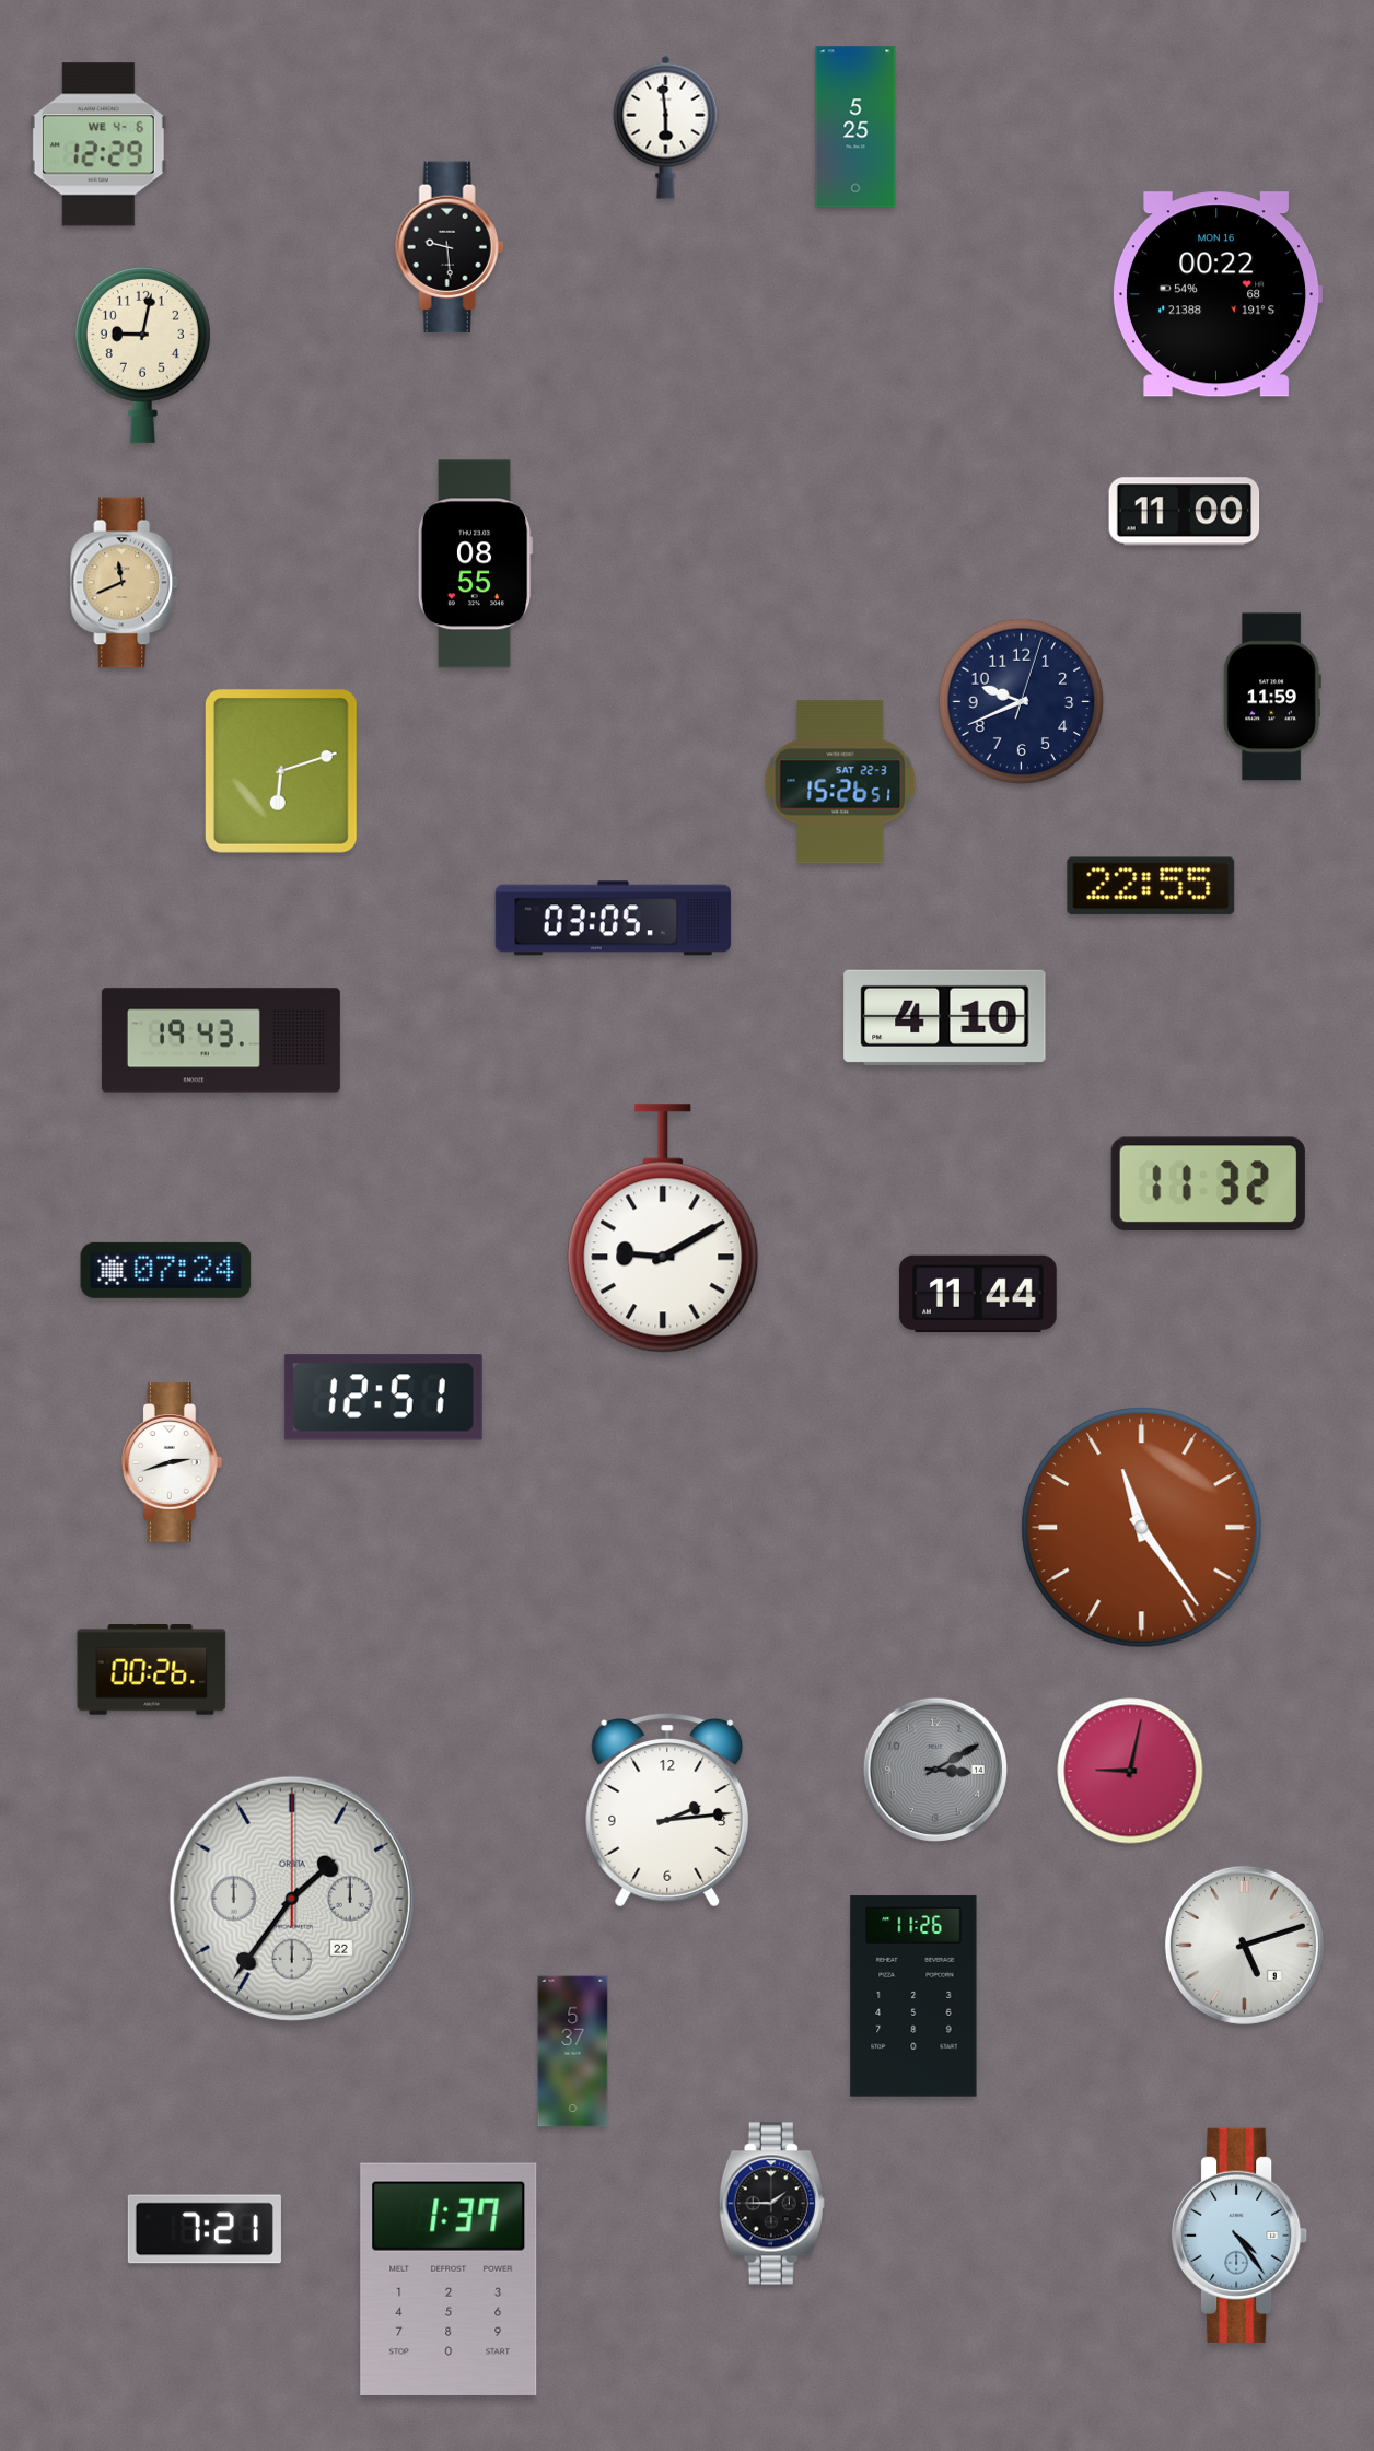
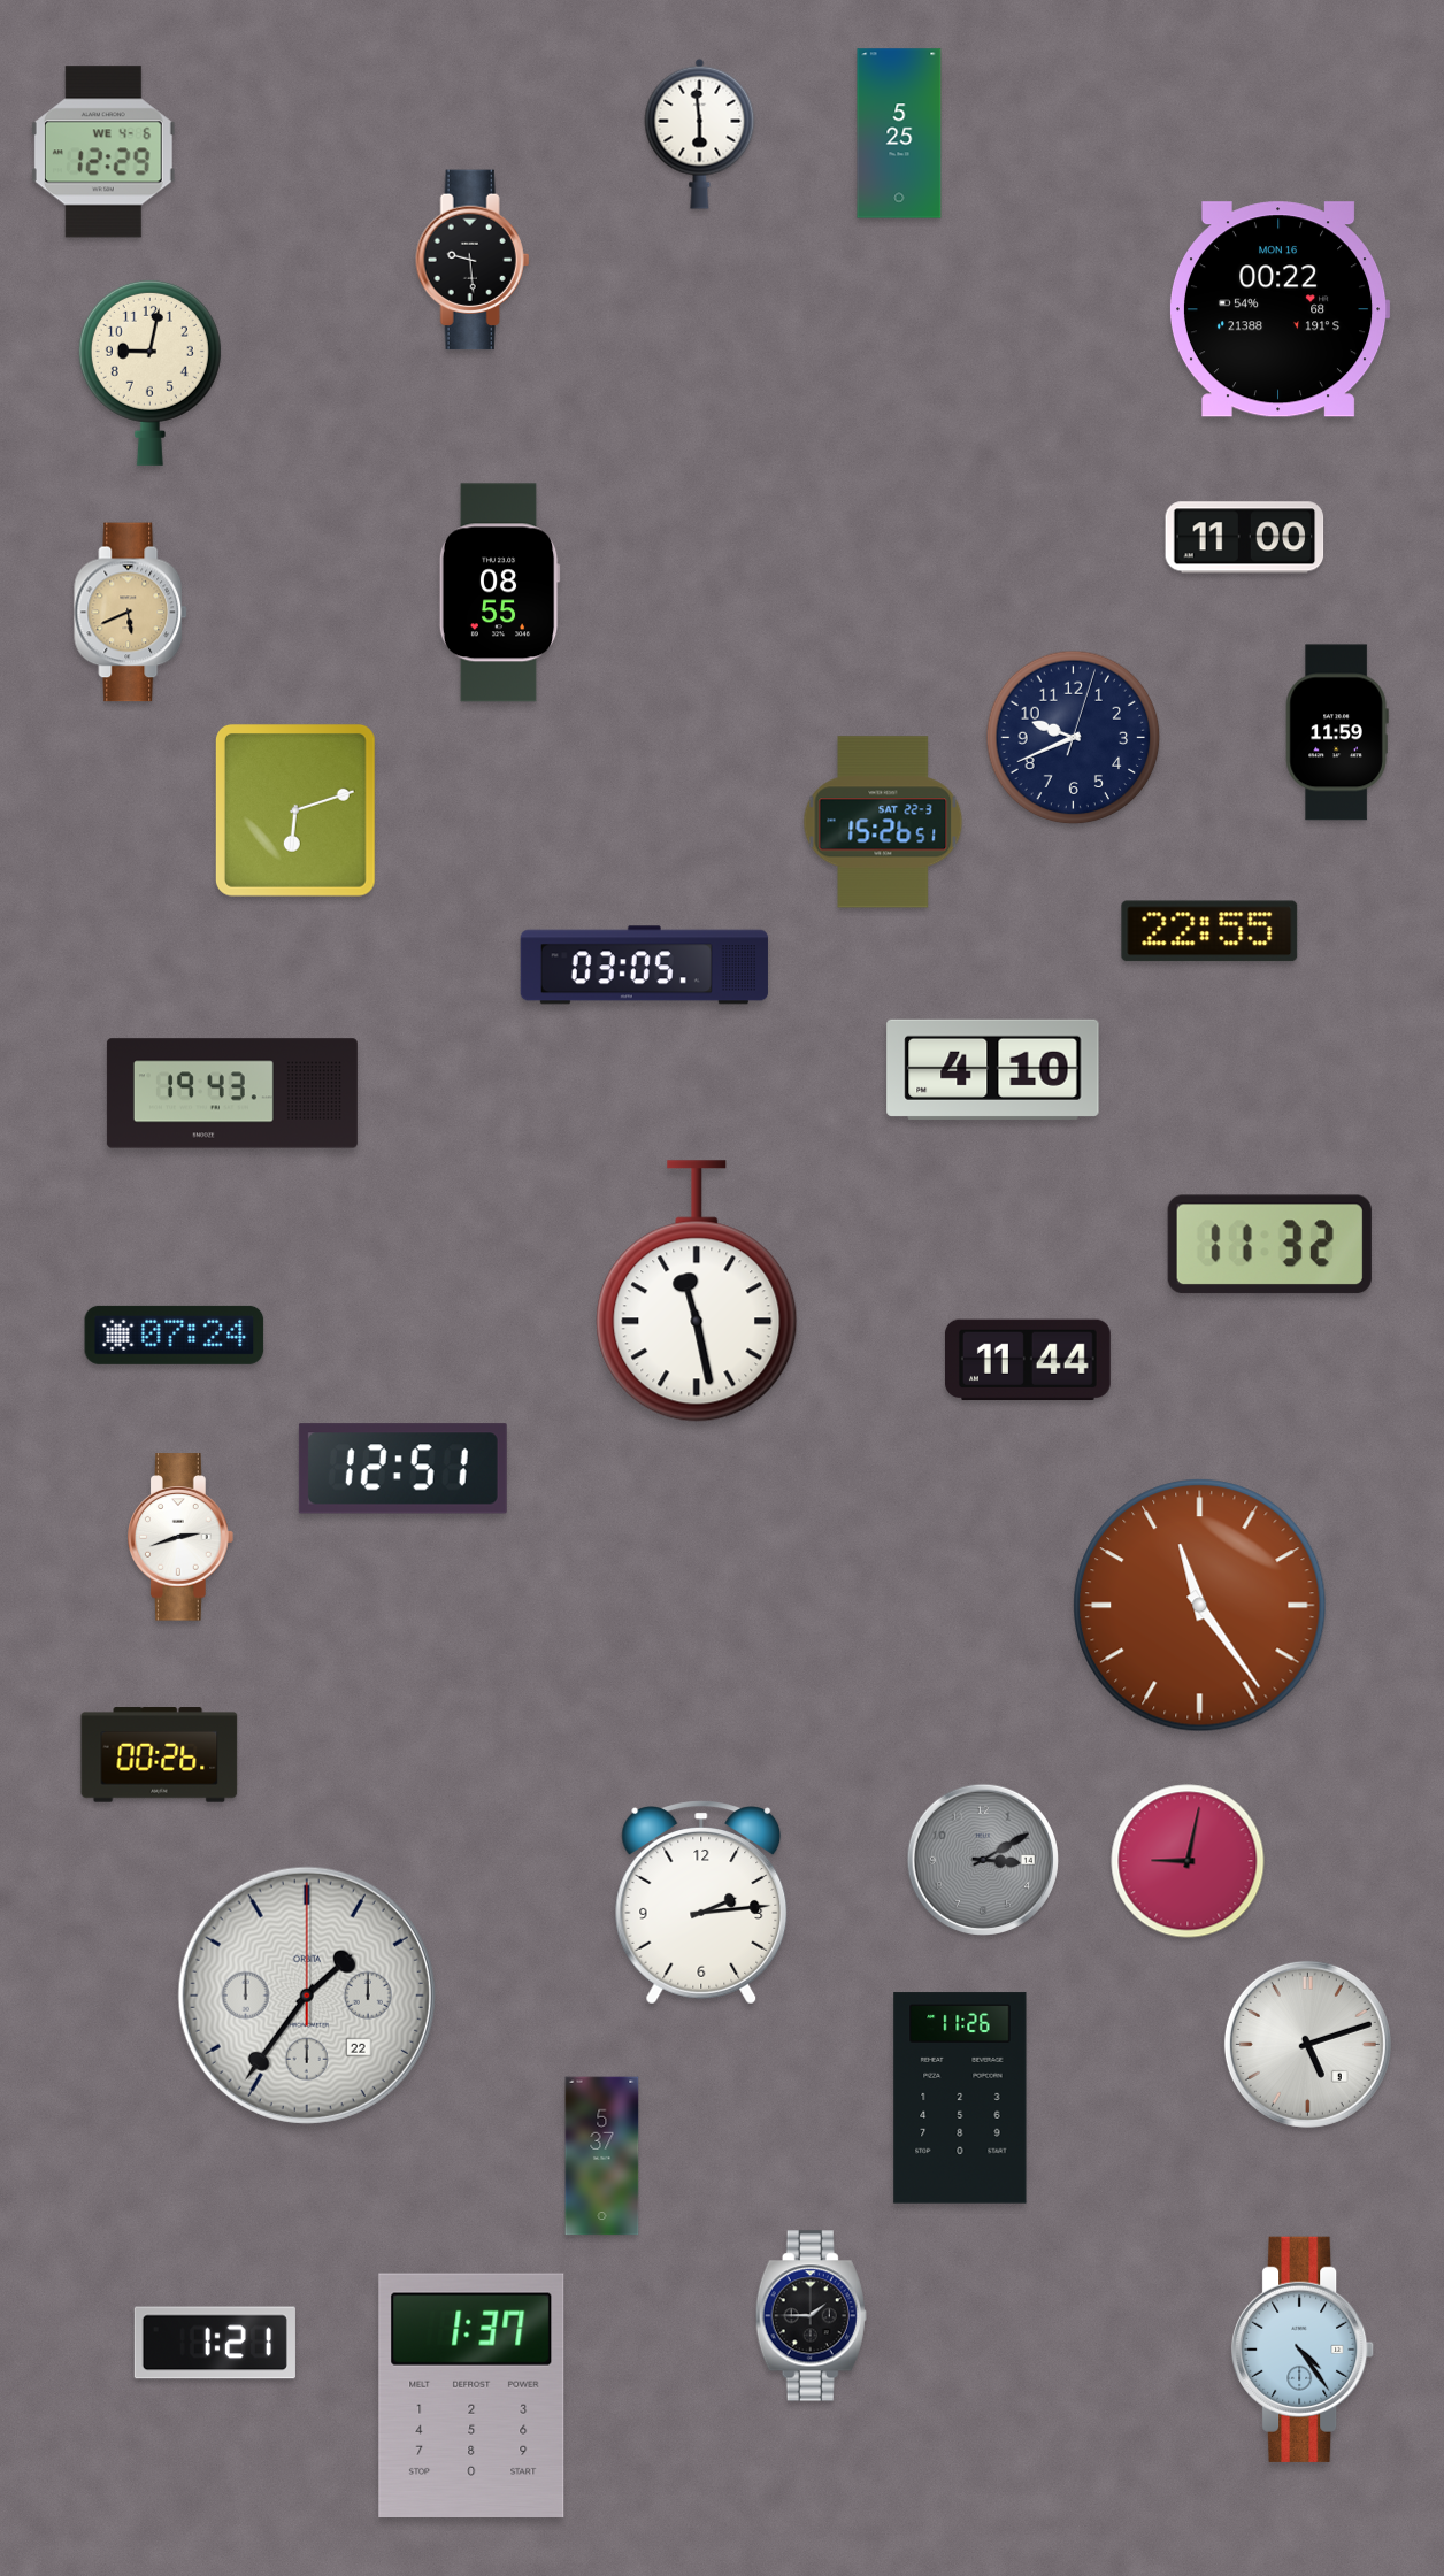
clock at (125, 583): 11:41 -> 5:41
clock at (663, 1228): 9:10 -> 11:28
clock at (205, 2229): 7:21 -> 1:21
